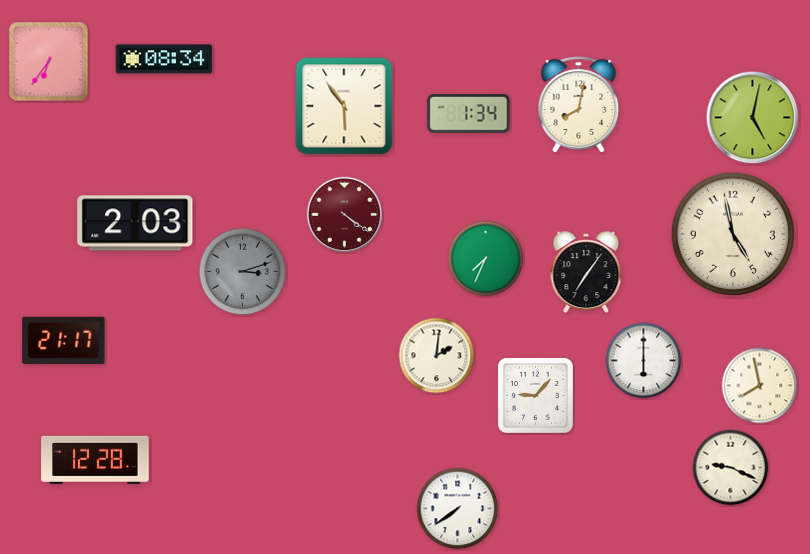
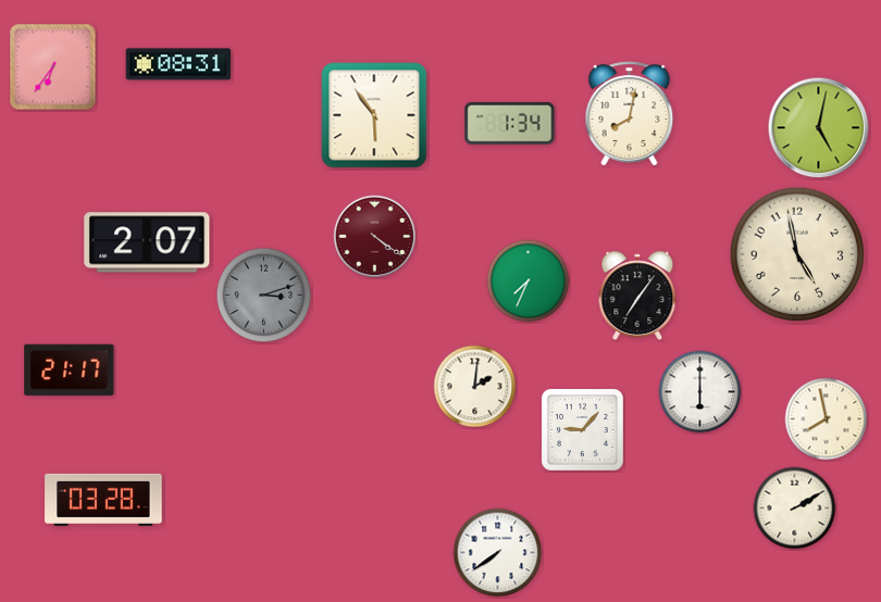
clock at (164, 59): 08:34 -> 08:31
clock at (345, 215) position: (345, 215) -> (375, 237)
clock at (135, 223): 2:03 -> 2:07
clock at (95, 460): 12:28 -> 03:28
clock at (731, 468): 9:19 -> 2:10
